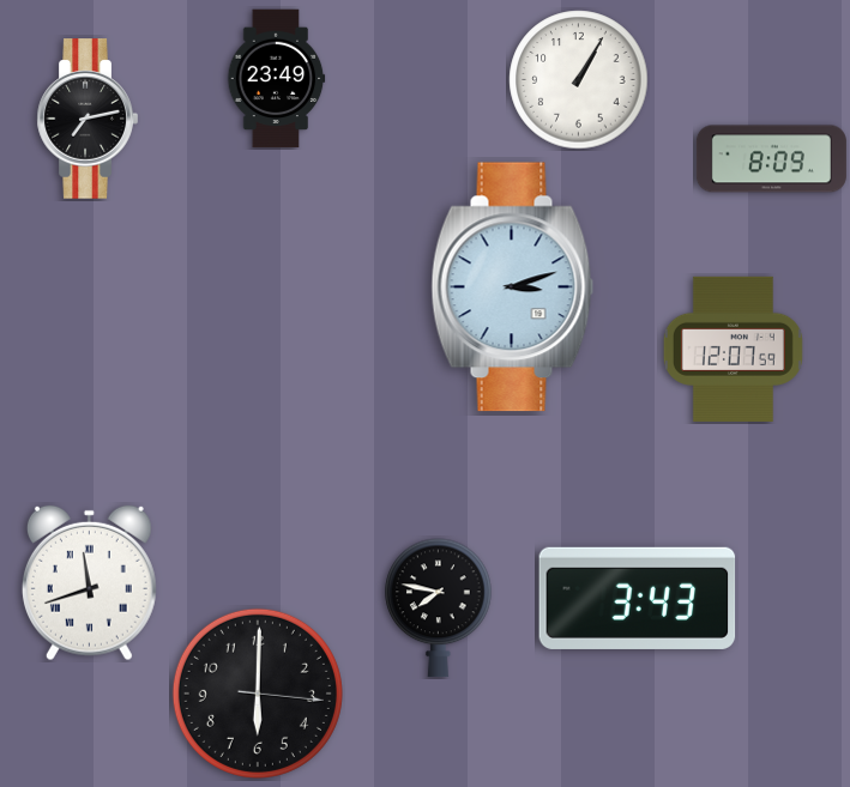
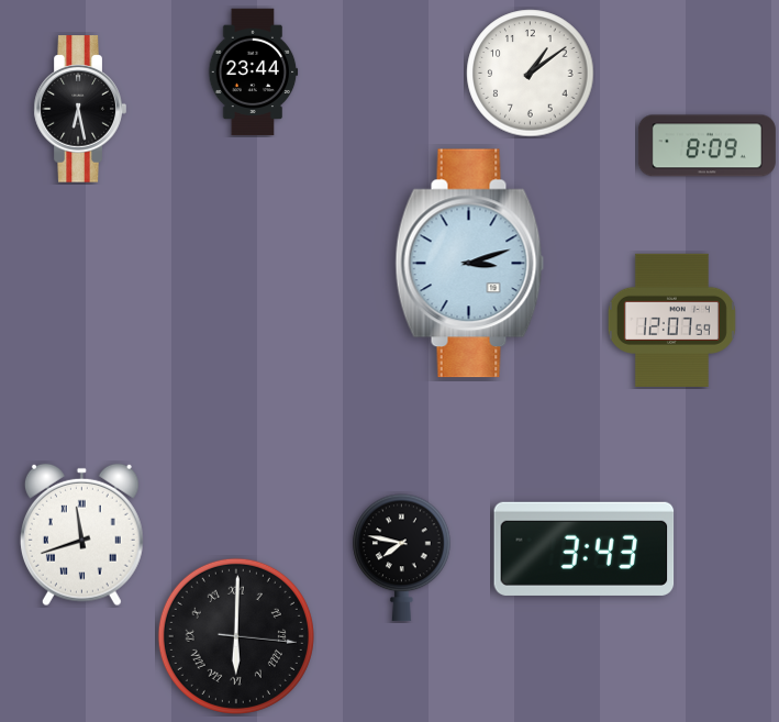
clock at (277, 79): 23:49 -> 23:44
clock at (579, 80): 1:05 -> 1:09
clock at (88, 119): 7:13 -> 6:28
clock at (258, 694) numerals: Arabic -> Roman
